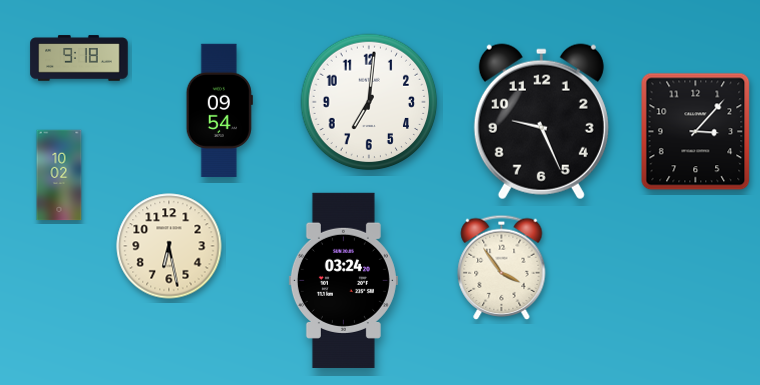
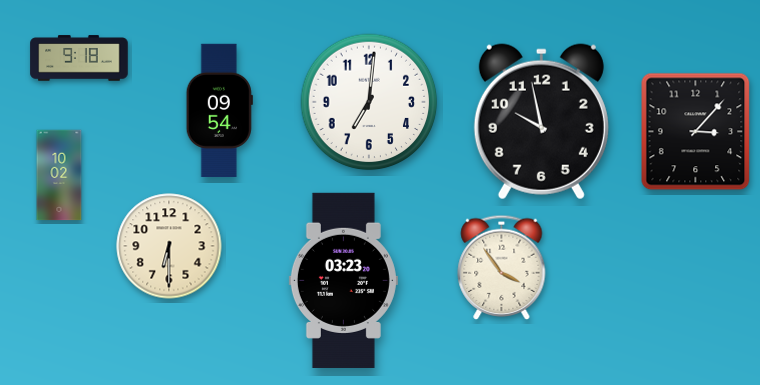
clock at (541, 122): 9:26 -> 9:58
clock at (169, 246): 6:28 -> 6:30
clock at (343, 280): 03:24 -> 03:23
